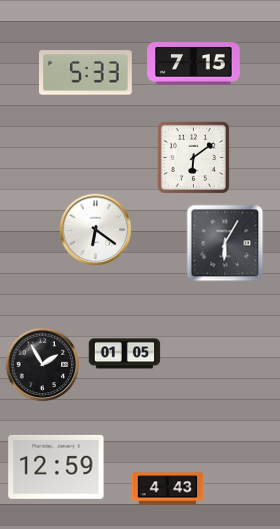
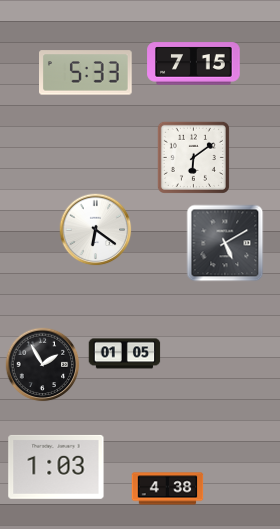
clock at (225, 243): 6:05 -> 5:10
clock at (56, 467): 12:59 -> 1:03
clock at (168, 489): 4:43 -> 4:38
